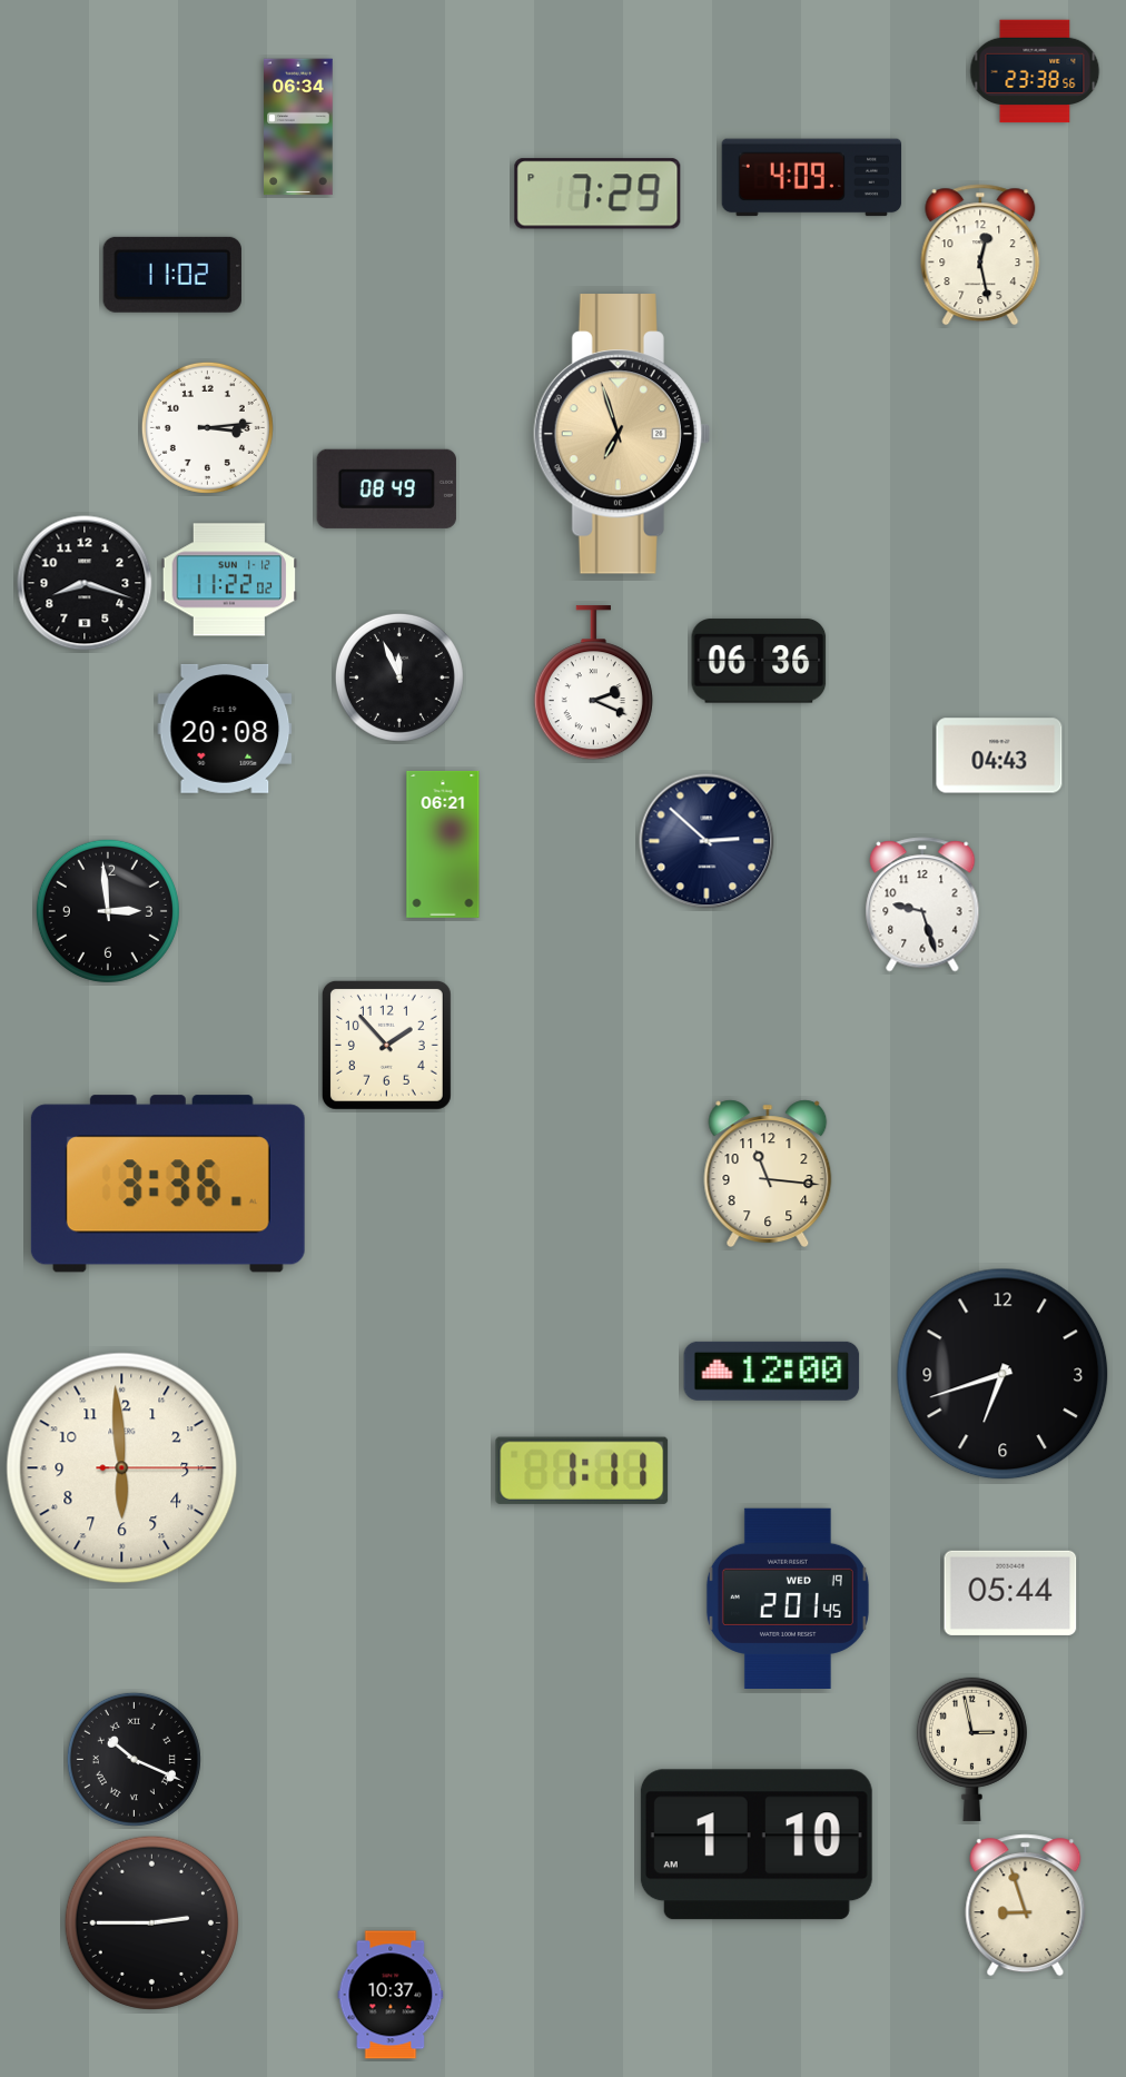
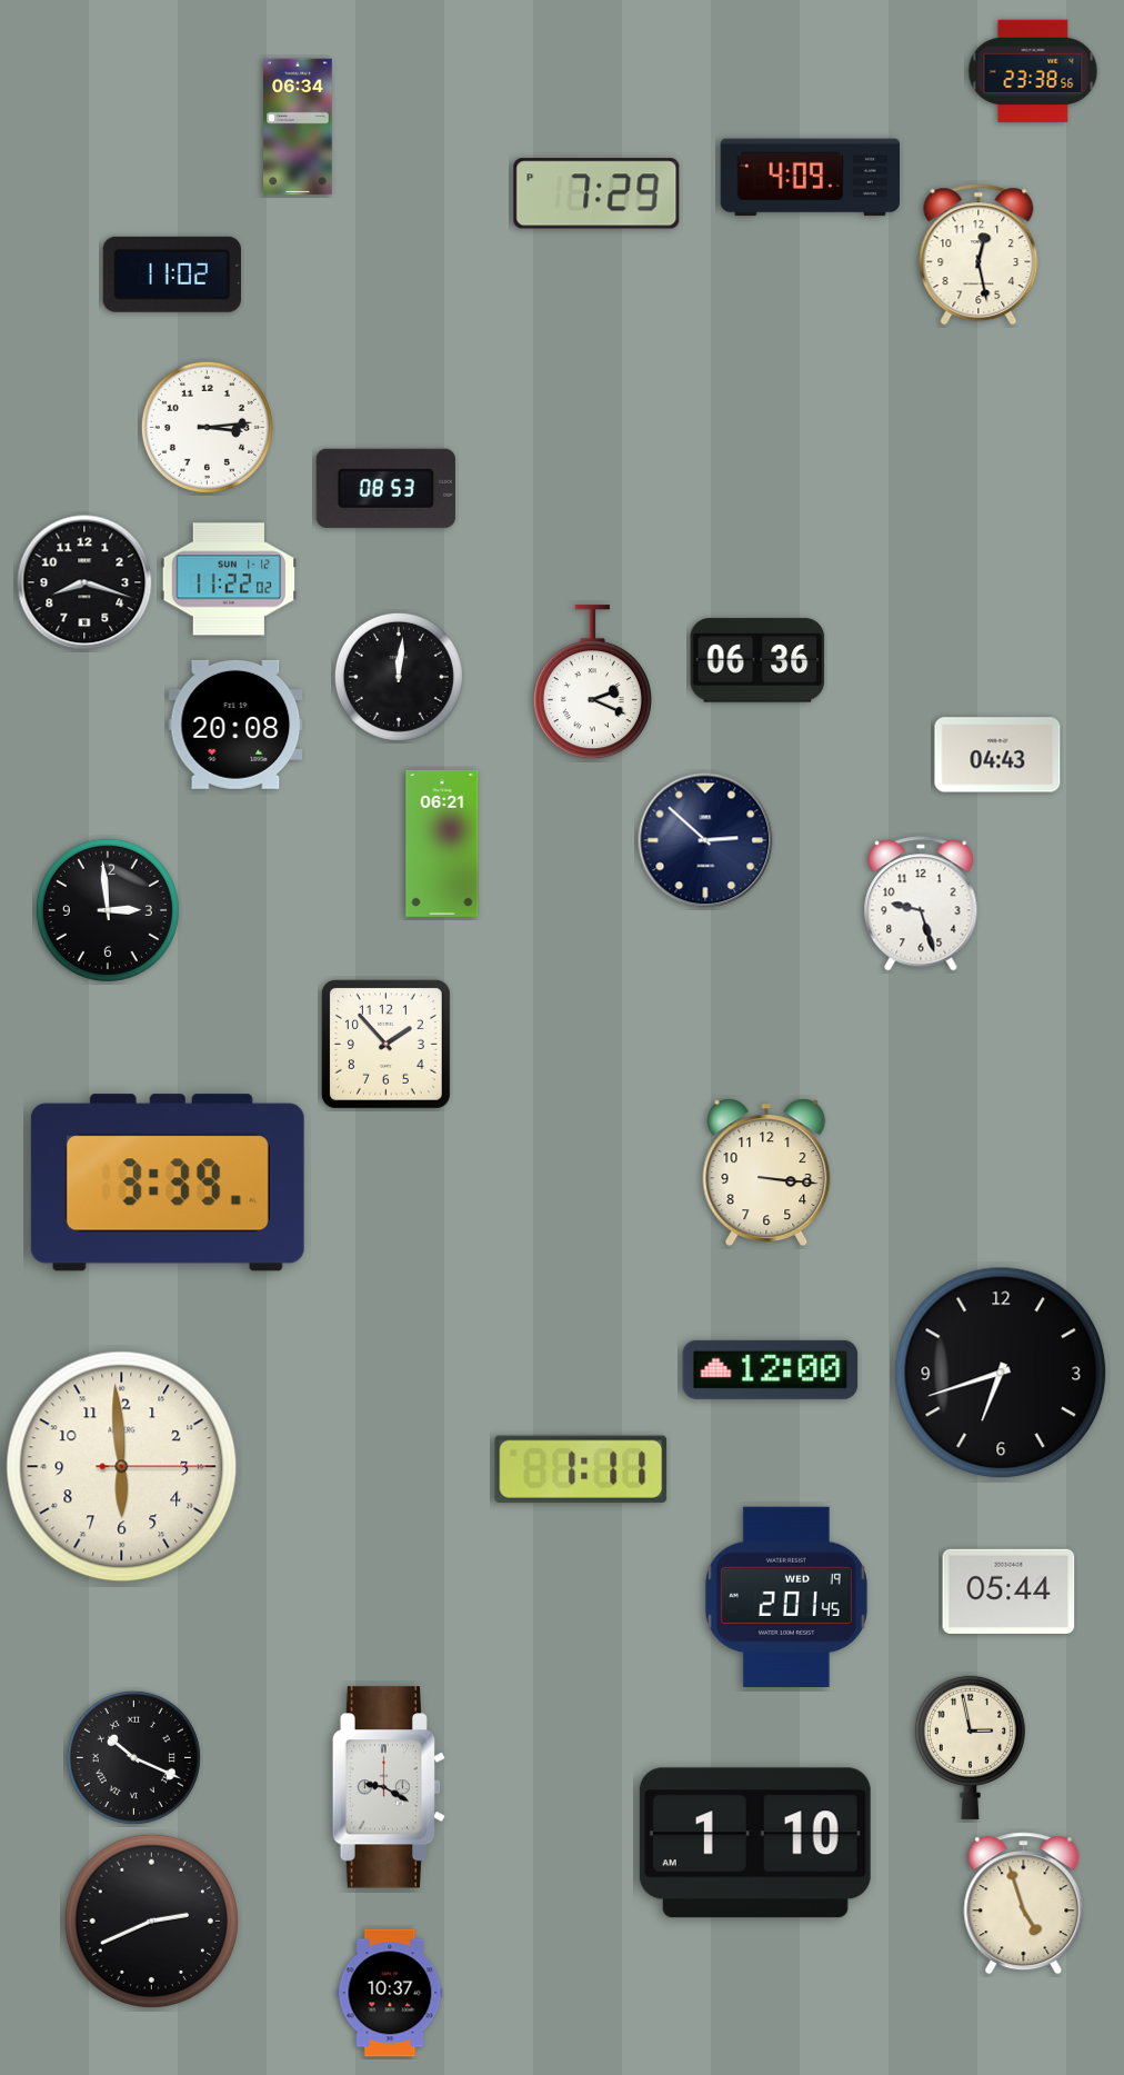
clock at (622, 435): 6:57 -> none
clock at (386, 488): 08:49 -> 08:53
clock at (399, 678): 11:56 -> 12:01
clock at (225, 729) position: (225, 729) -> (235, 725)
clock at (768, 1173): 11:16 -> 3:16
clock at (168, 1184): 3:36 -> 3:39
clock at (389, 1787): none -> 9:20
clock at (1026, 1906): 8:57 -> 4:57
clock at (151, 1922): 2:45 -> 2:41
